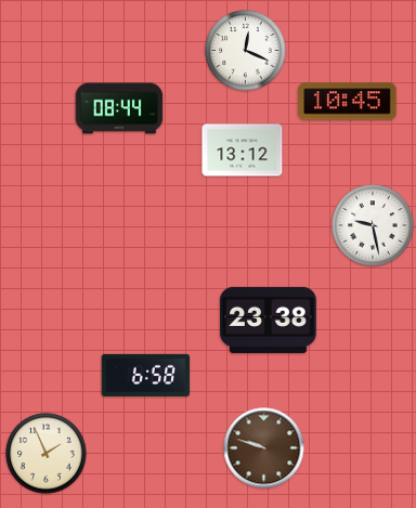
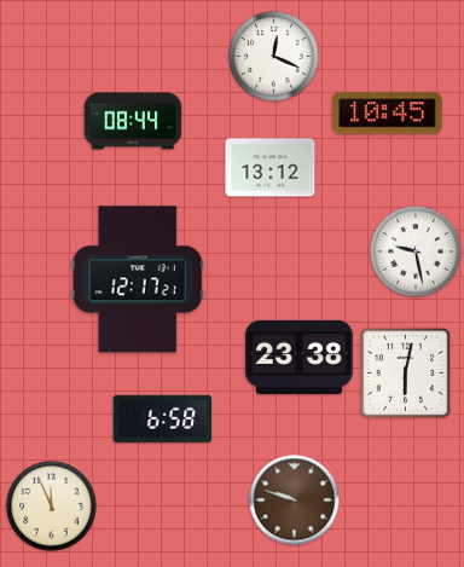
clock at (138, 279): none -> 12:17
clock at (405, 372): none -> 6:02
clock at (47, 454): 1:56 -> 11:56
